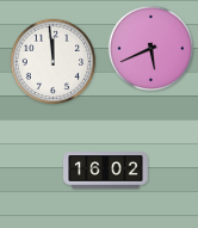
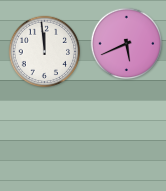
clock at (151, 49) position: (151, 49) -> (127, 44)
clock at (106, 171): 16:02 -> none
